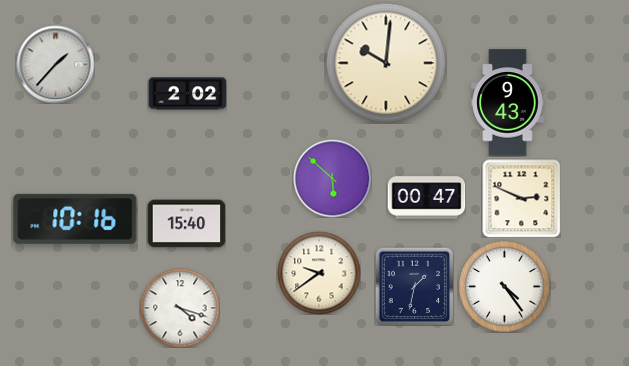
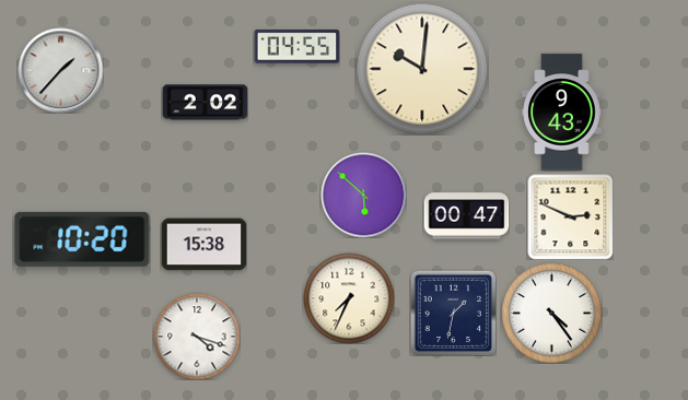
clock at (296, 47): none -> 04:55
clock at (508, 103) position: (508, 103) -> (562, 113)
clock at (75, 219): 10:16 -> 10:20
clock at (186, 224): 15:40 -> 15:38
clock at (319, 273): 9:39 -> 7:34
